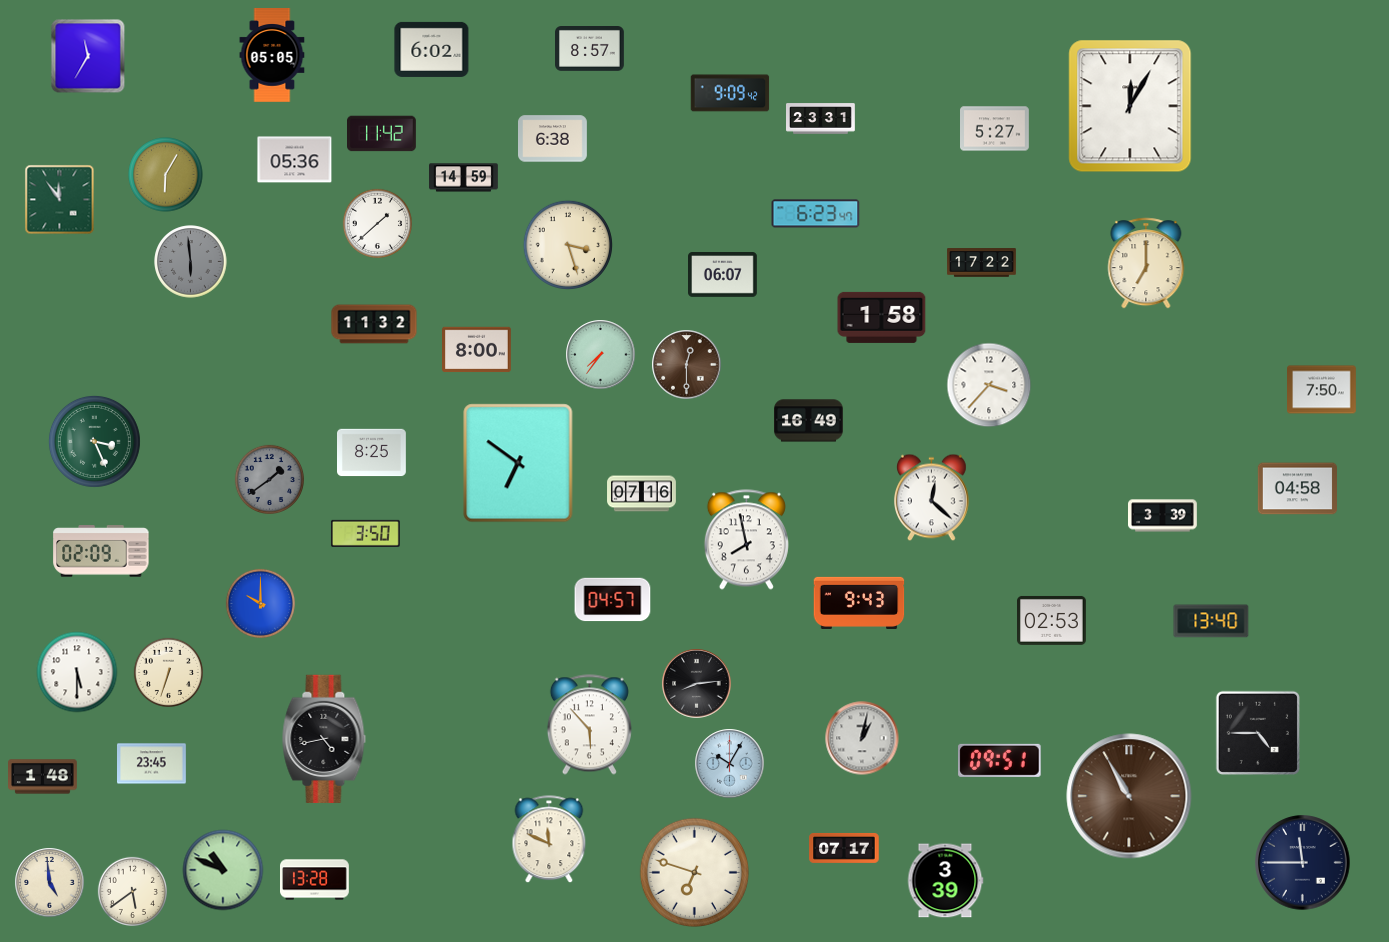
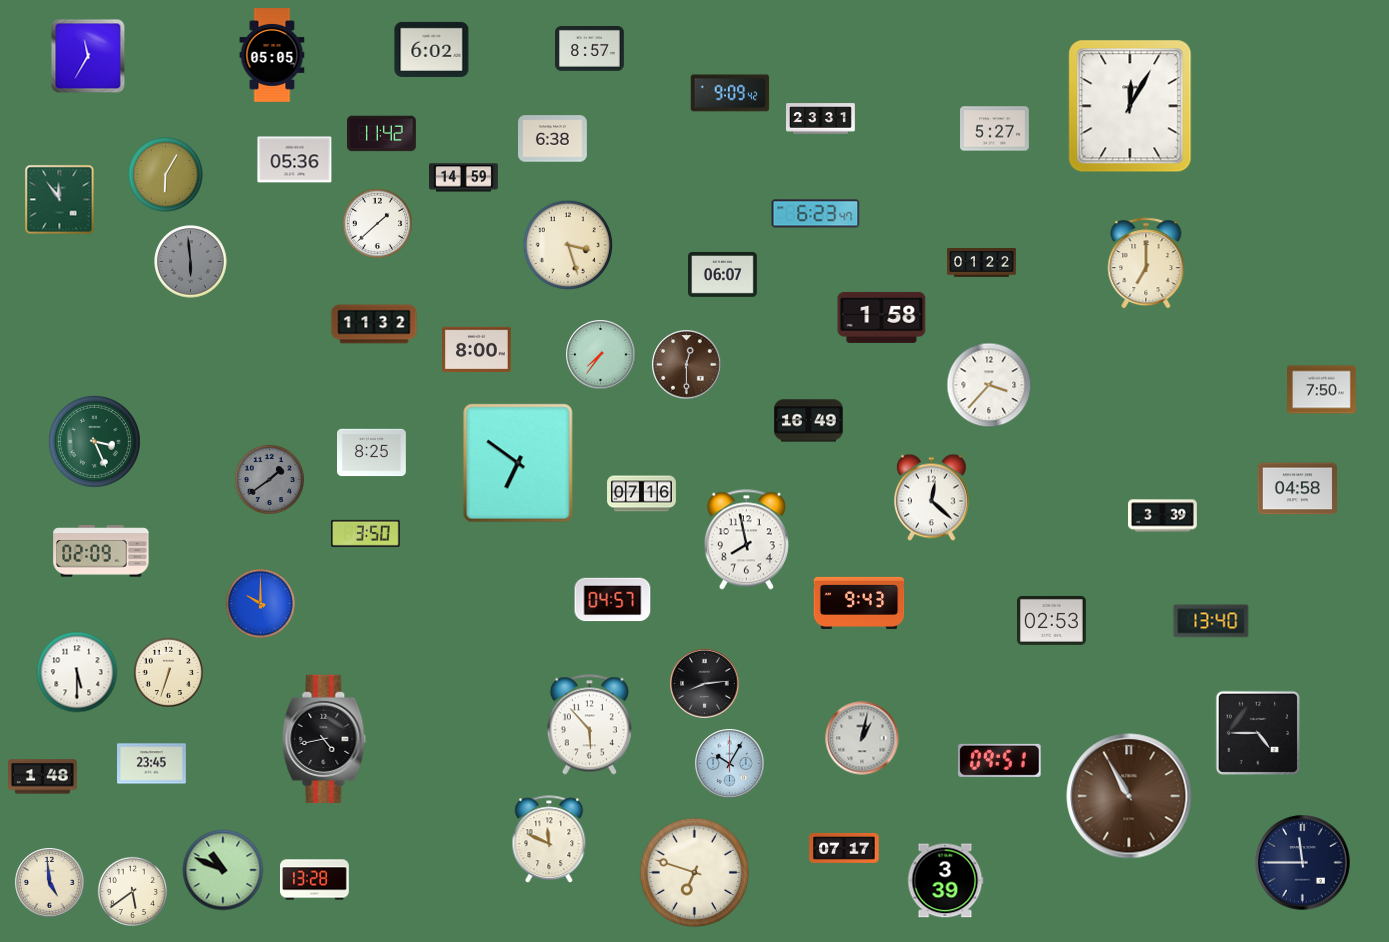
clock at (982, 263): 17:22 -> 01:22
clock at (697, 684) position: (697, 684) -> (705, 684)
